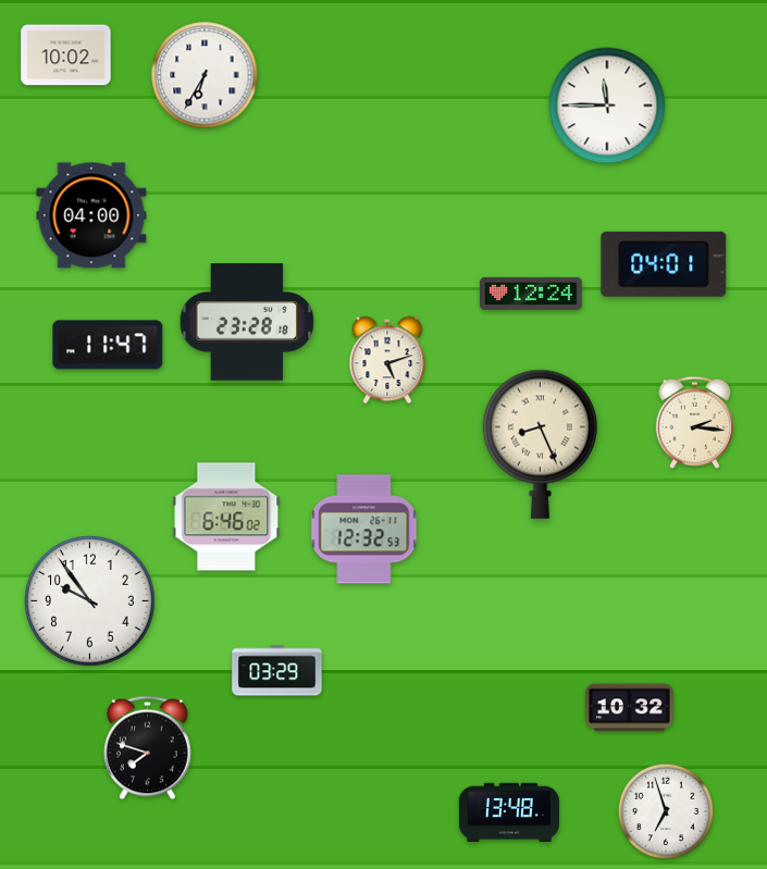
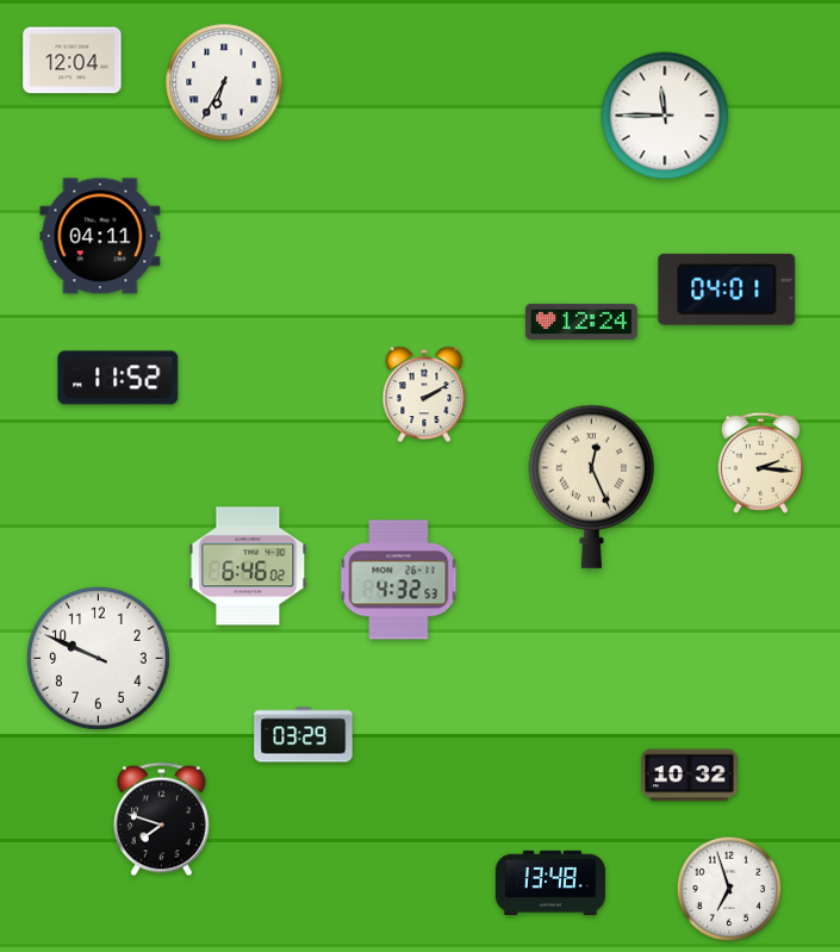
clock at (66, 55): 10:02 -> 12:04
clock at (91, 215): 04:00 -> 04:11
clock at (247, 322): 23:28 -> none
clock at (108, 345): 11:47 -> 11:52
clock at (387, 360): 5:12 -> 2:10
clock at (540, 444): 8:26 -> 12:26
clock at (364, 530): 12:32 -> 4:32
clock at (90, 601): 9:54 -> 9:49
clock at (509, 812) position: (509, 812) -> (550, 883)
